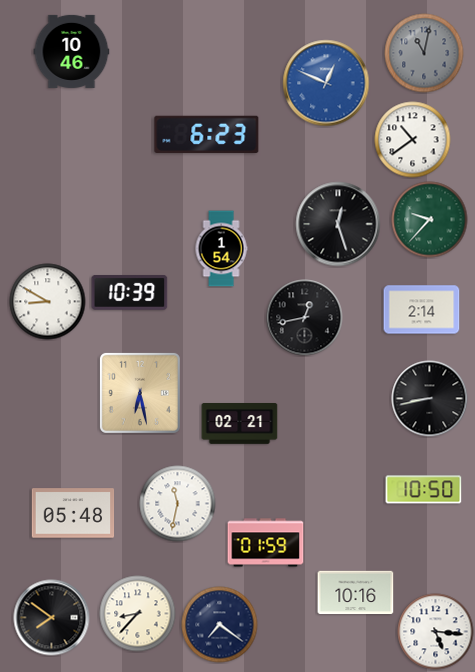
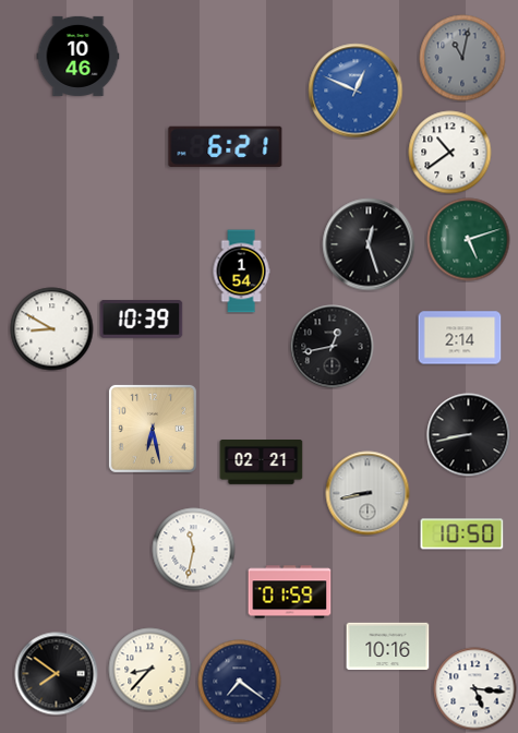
clock at (207, 134): 6:23 -> 6:21
clock at (430, 220): 9:37 -> 5:12
clock at (368, 493): none -> 8:43
clock at (73, 513): 05:48 -> none
